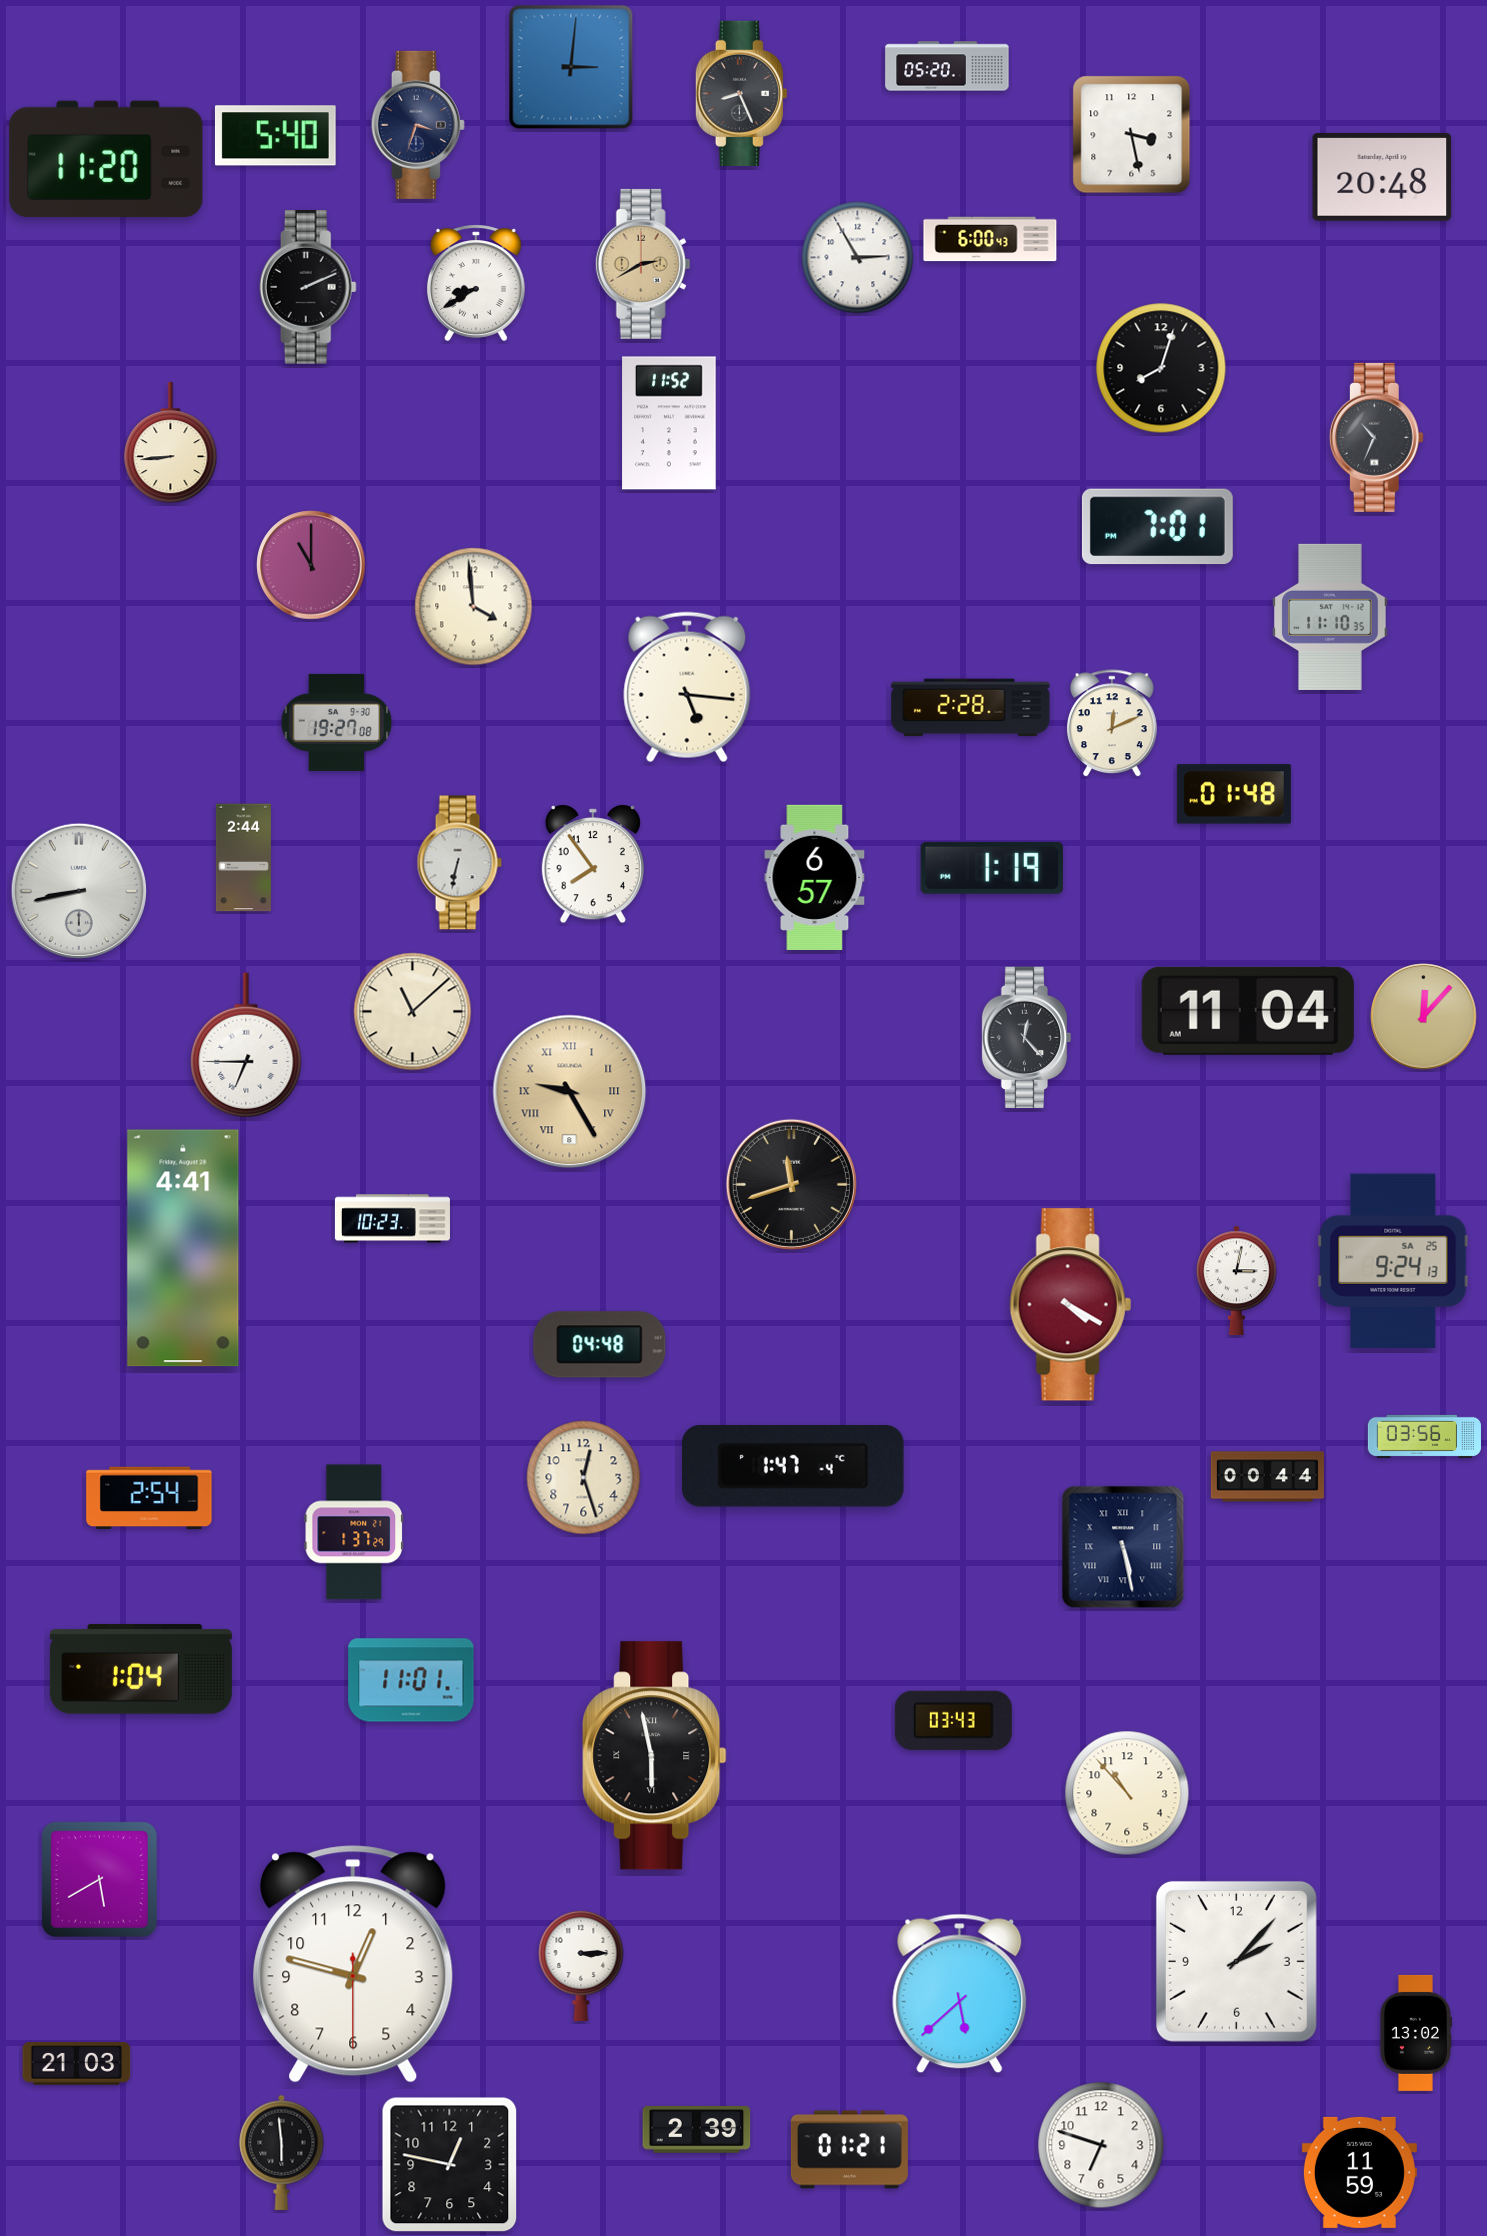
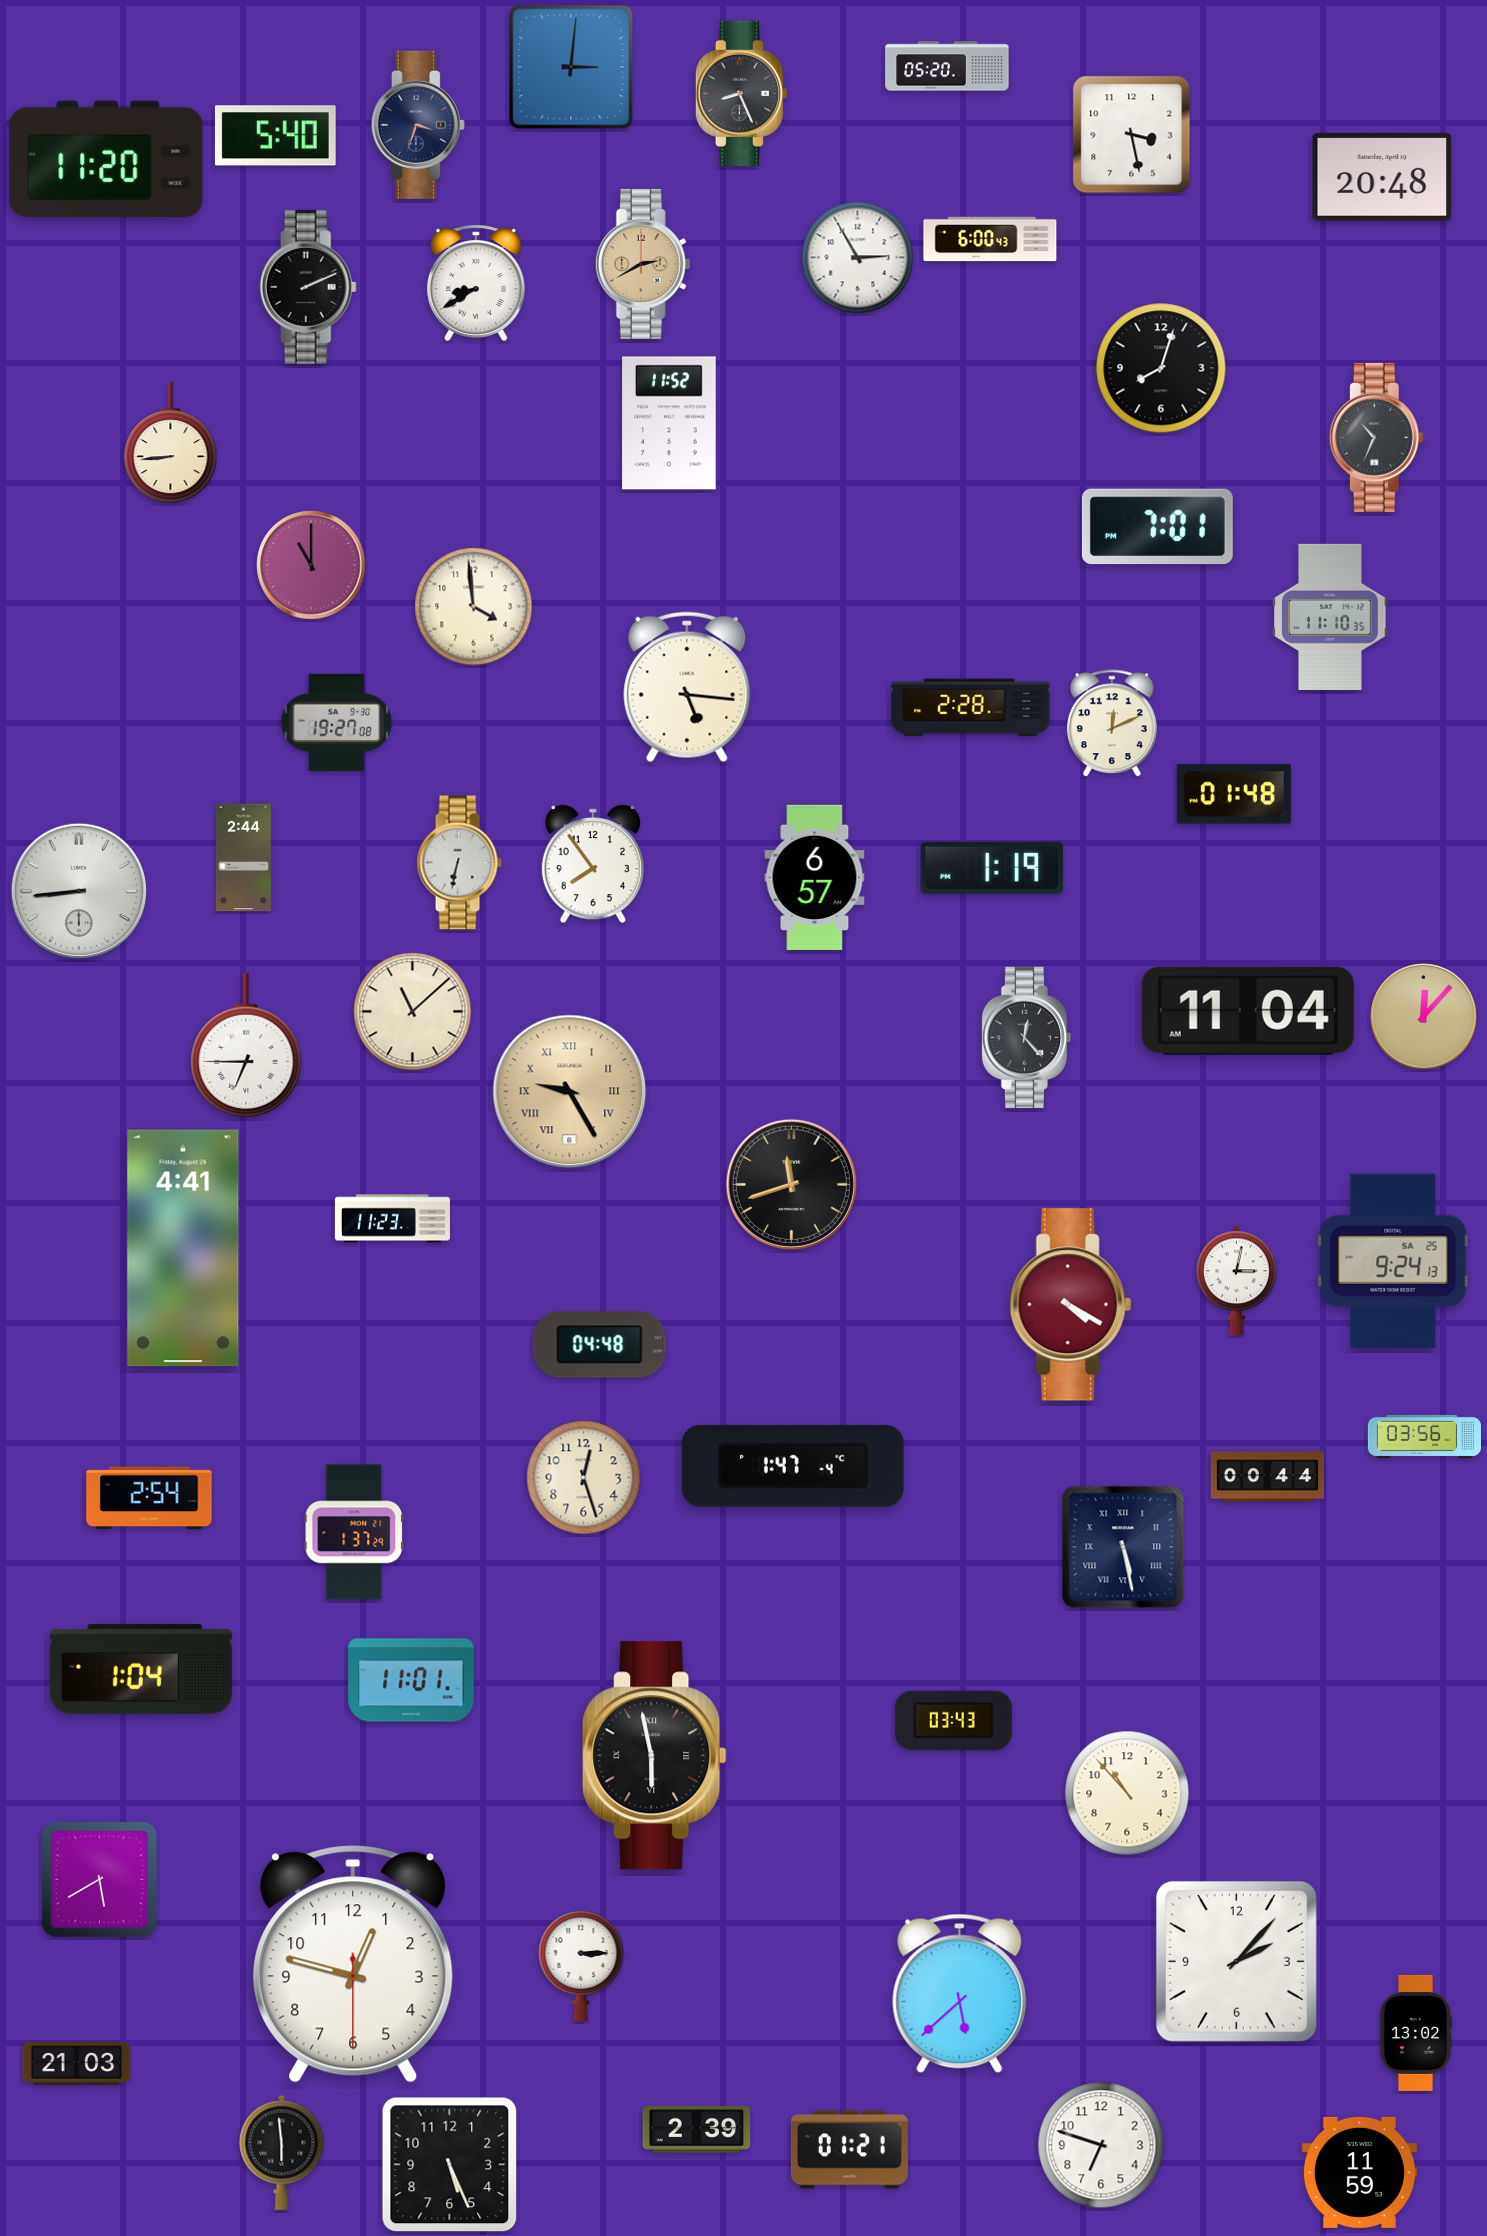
clock at (79, 891): 8:43 -> 8:44
clock at (392, 1219): 10:23 -> 11:23
clock at (450, 2165): 12:47 -> 5:26
